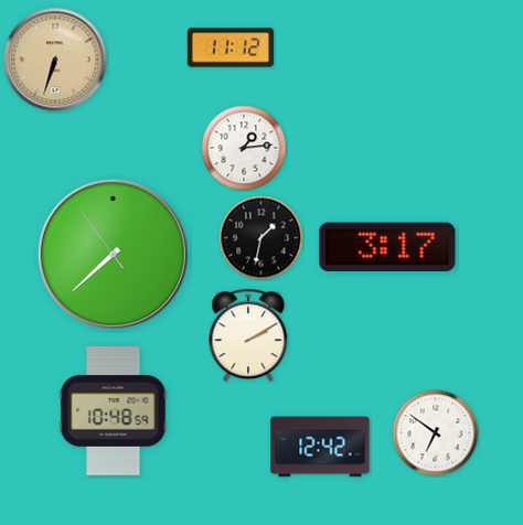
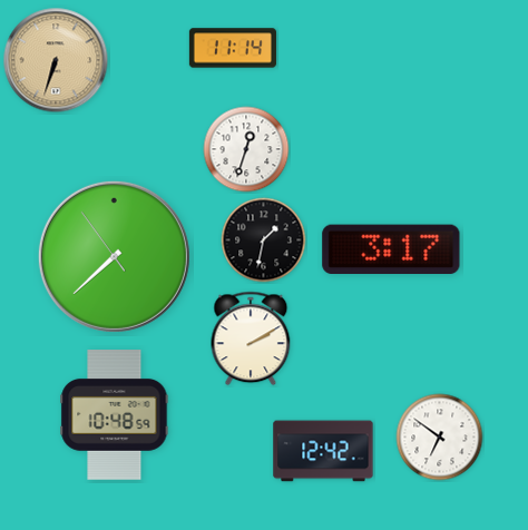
clock at (231, 47): 11:12 -> 11:14
clock at (244, 148): 1:14 -> 12:33
